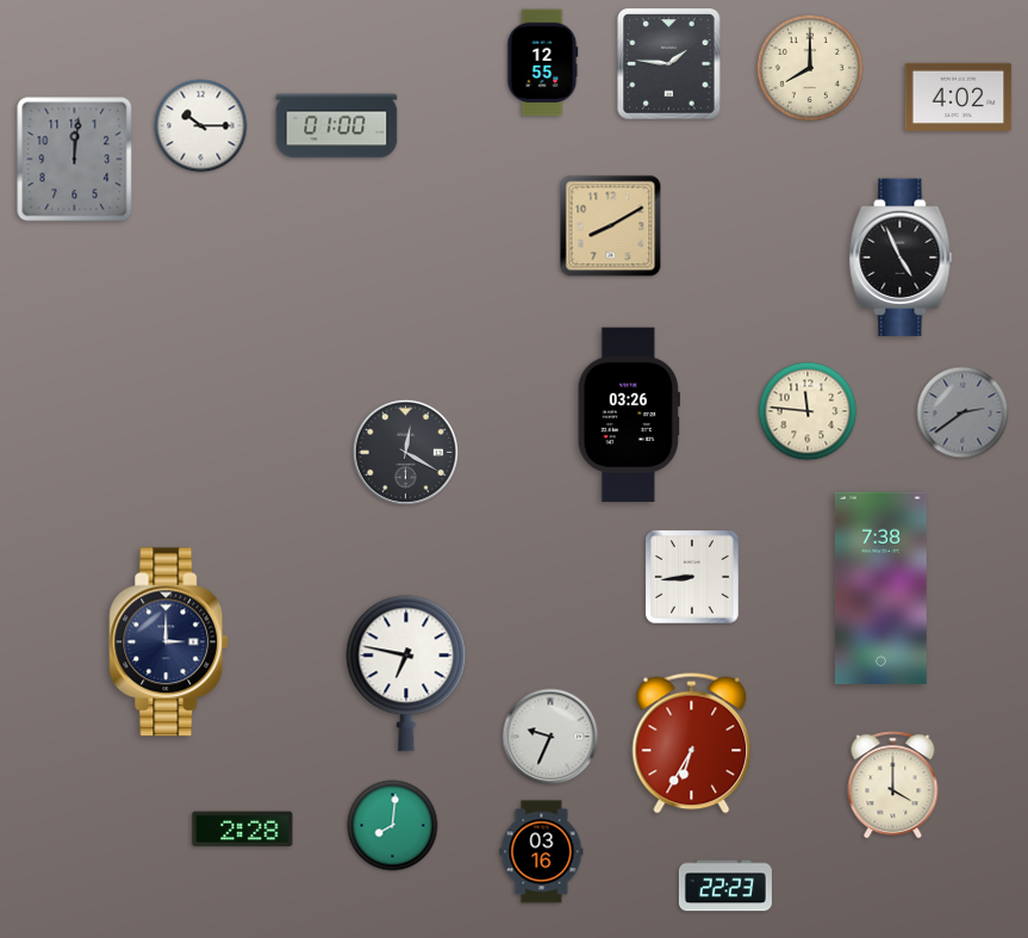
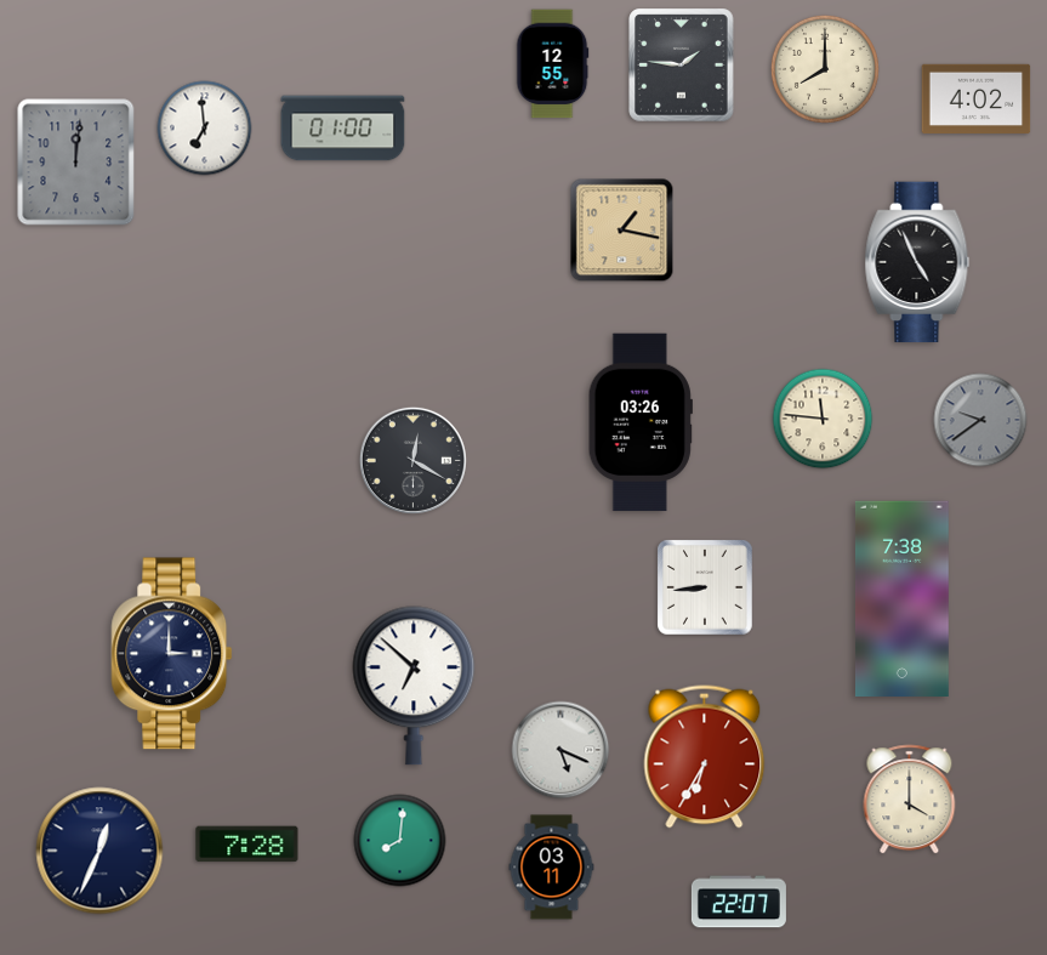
clock at (201, 126): 10:15 -> 6:59
clock at (611, 226): 8:10 -> 1:17
clock at (962, 412): 2:39 -> 9:39
clock at (880, 588) position: (880, 588) -> (901, 598)
clock at (406, 673): 6:47 -> 6:52
clock at (550, 737): 9:34 -> 5:19
clock at (243, 830): 2:28 -> 7:28
clock at (99, 851): none -> 12:34
clock at (542, 852): 03:16 -> 03:11
clock at (725, 886): 22:23 -> 22:07
